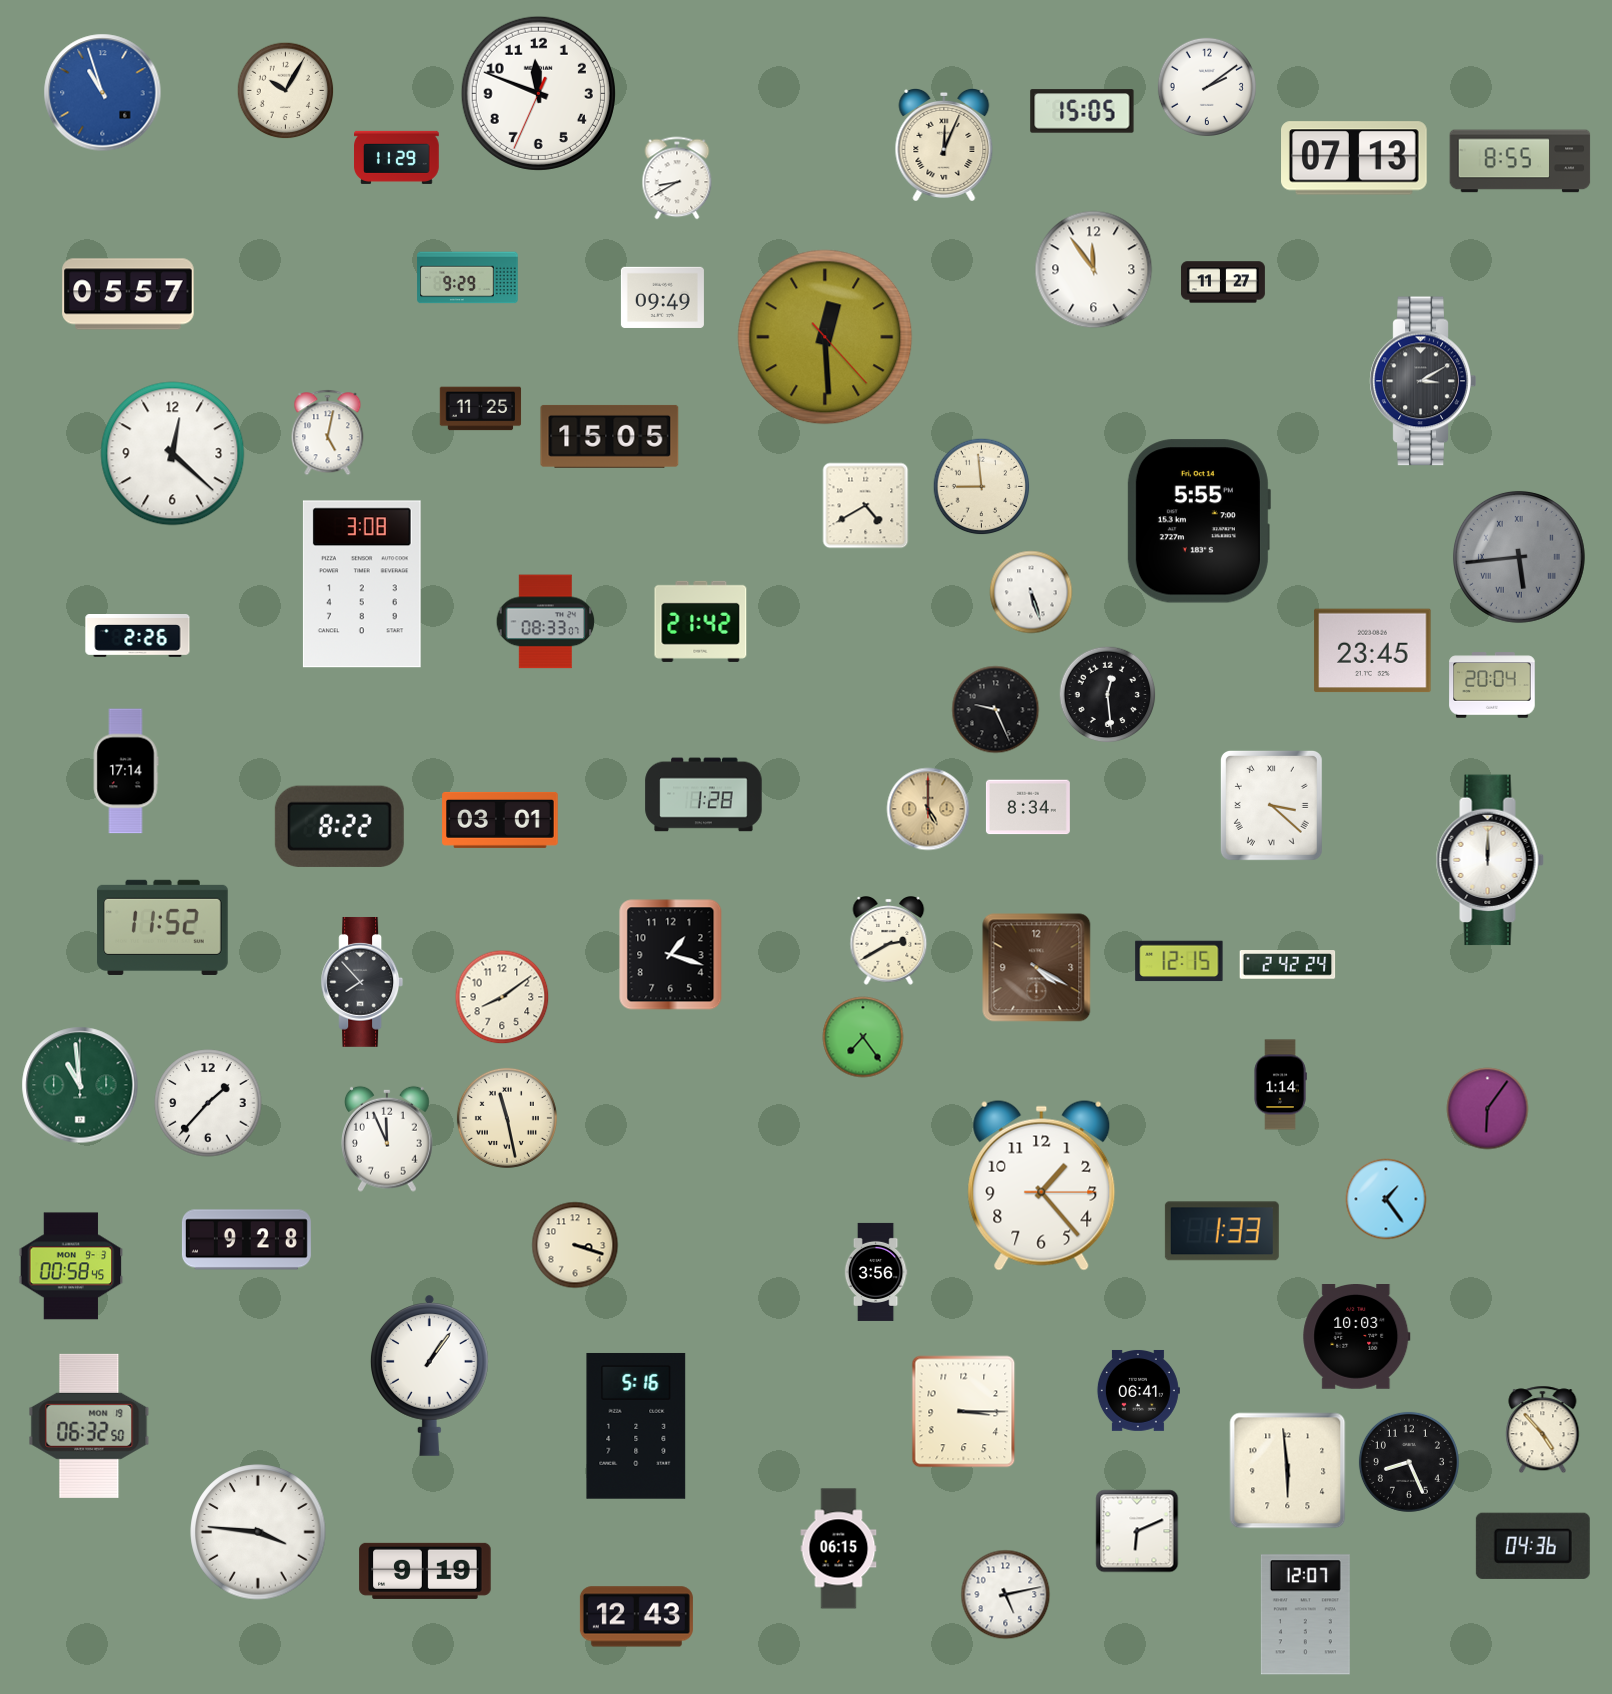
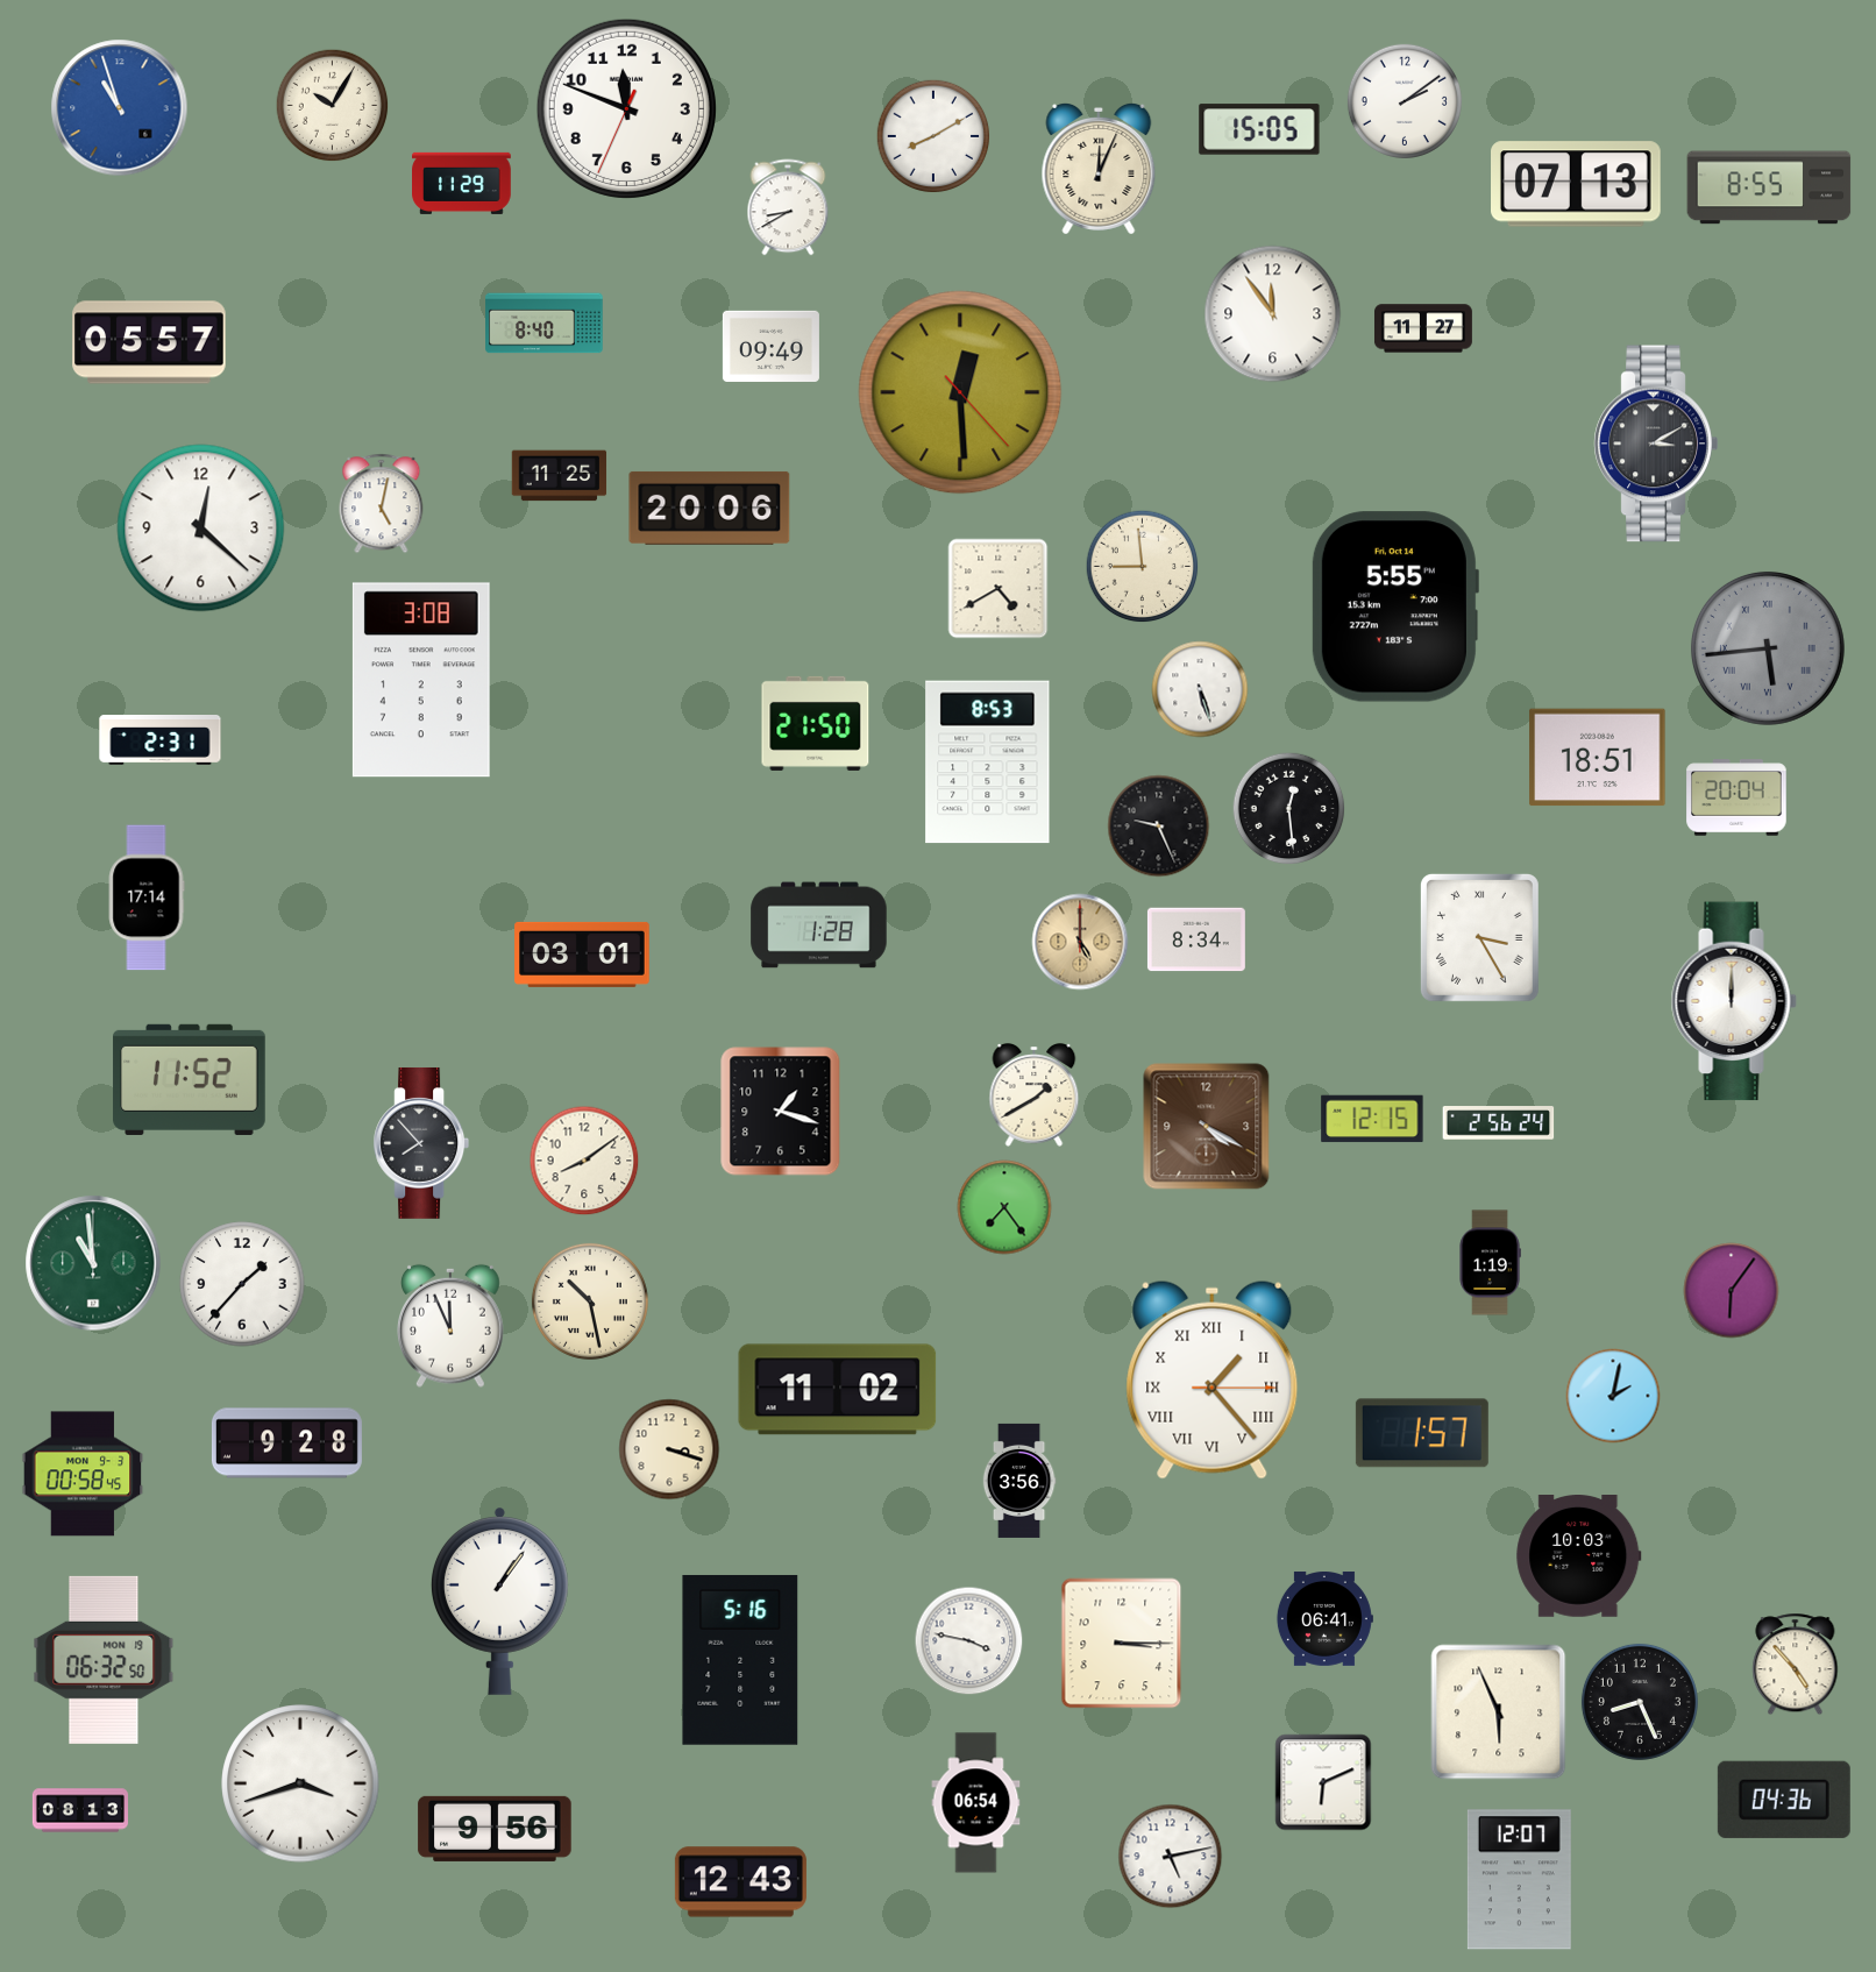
clock at (933, 136): none -> 8:10
clock at (468, 278): 9:29 -> 8:40
clock at (610, 436): 15:05 -> 20:06
clock at (866, 506) position: (866, 506) -> (999, 589)
clock at (701, 621): 21:42 -> 21:50
clock at (546, 622): 08:33 -> none
clock at (138, 636): 2:26 -> 2:31
clock at (1373, 651): 23:45 -> 18:51
clock at (988, 762): none -> 8:53
clock at (1271, 805): 3:22 -> 3:25
clock at (339, 826): 8:22 -> none
clock at (889, 941): 2:40 -> 1:40
clock at (1288, 965): 2:42 -> 2:56
clock at (1280, 1085): 1:14 -> 1:19
clock at (507, 1118): 11:28 -> 10:28
clock at (1042, 1185) numerals: Arabic -> Roman
clock at (838, 1390): none -> 11:02
clock at (1386, 1199): 1:24 -> 2:02
clock at (1222, 1231): 1:33 -> 1:57
clock at (969, 1641): none -> 3:47
clock at (1288, 1471): 5:59 -> 5:56
clock at (258, 1532): 3:46 -> 3:42
clock at (839, 1549): 06:15 -> 06:54
clock at (79, 1810): none -> 08:13
clock at (425, 1571): 9:19 -> 9:56
